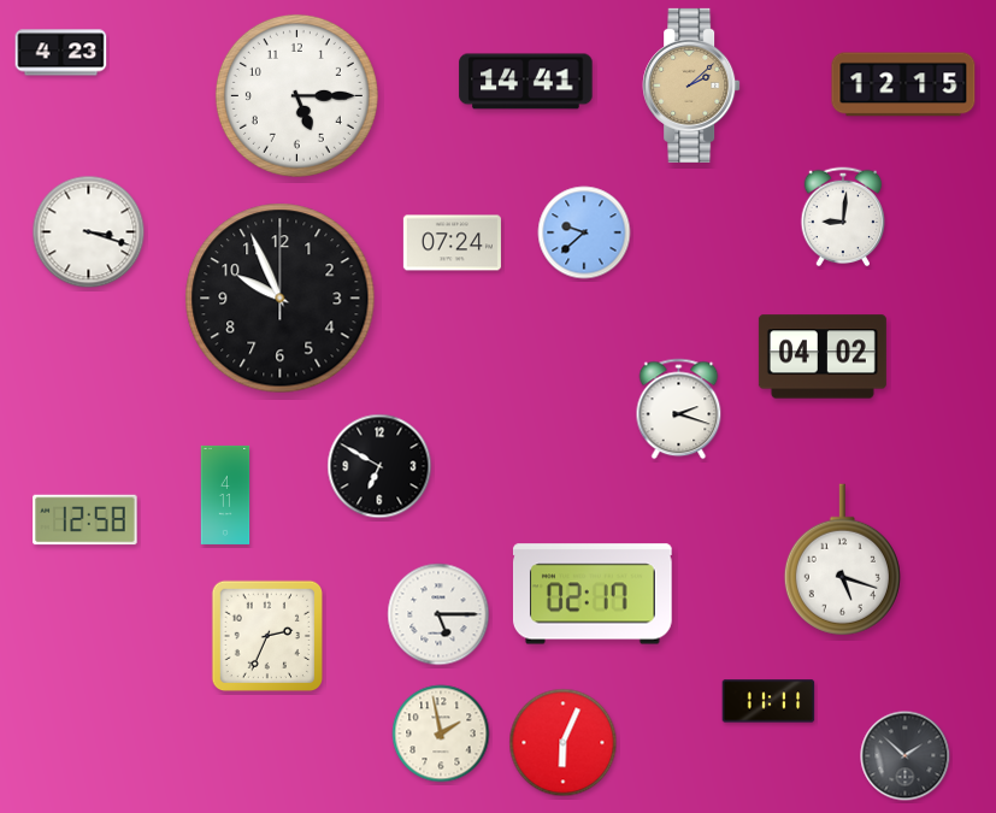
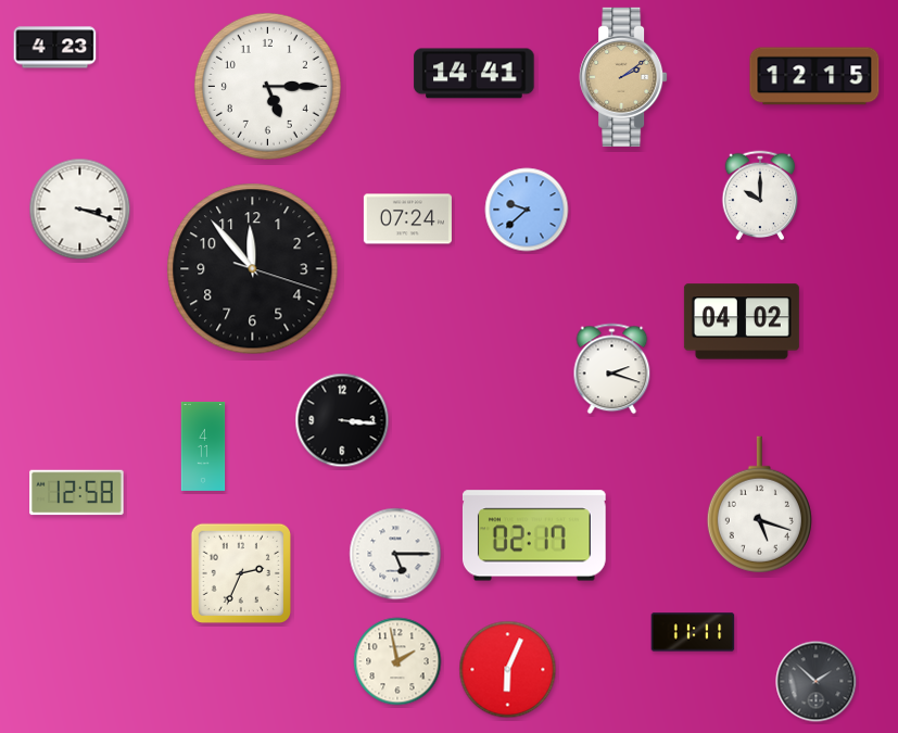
clock at (691, 86): 2:08 -> 2:09
clock at (843, 217): 9:01 -> 10:00
clock at (281, 299): 9:56 -> 11:53
clock at (379, 466): 6:50 -> 3:16
clock at (86, 520) position: (86, 520) -> (77, 493)
